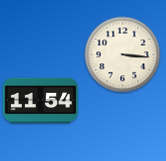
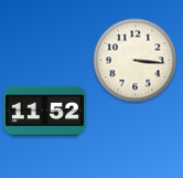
clock at (40, 101): 11:54 -> 11:52
